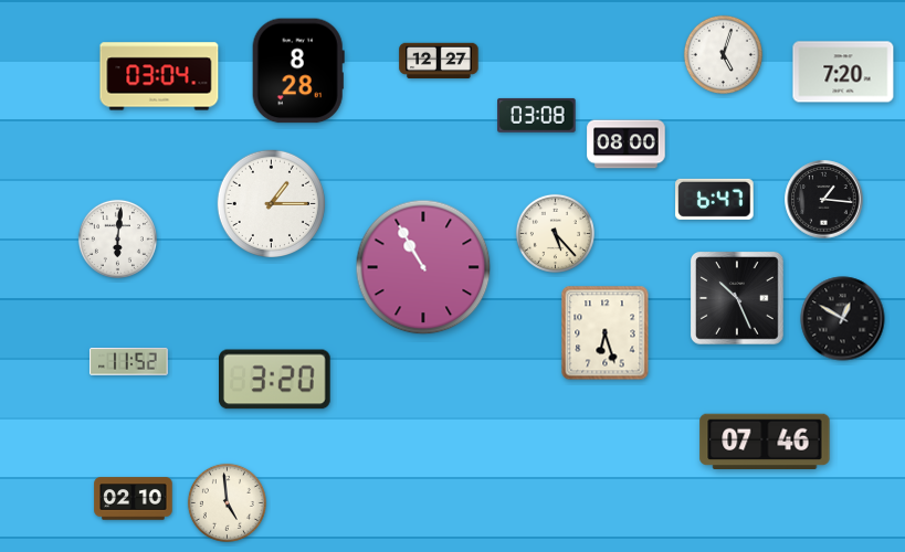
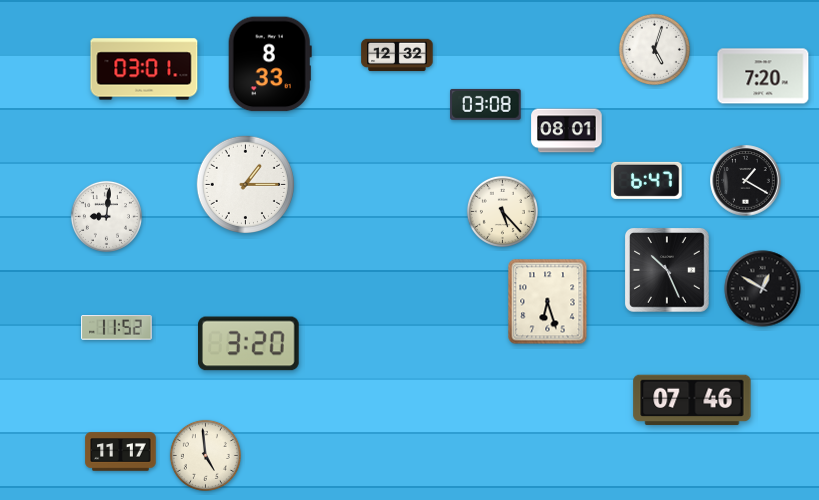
clock at (439, 61): 12:27 -> 12:32
clock at (298, 71): 8:28 -> 8:33
clock at (843, 72) position: (843, 72) -> (763, 76)
clock at (159, 76): 03:04 -> 03:01
clock at (627, 145): 08:00 -> 08:01
clock at (824, 200): 1:16 -> 1:20
clock at (117, 238): 6:01 -> 9:01
clock at (423, 267): 10:55 -> none
clock at (134, 499): 02:10 -> 11:17
